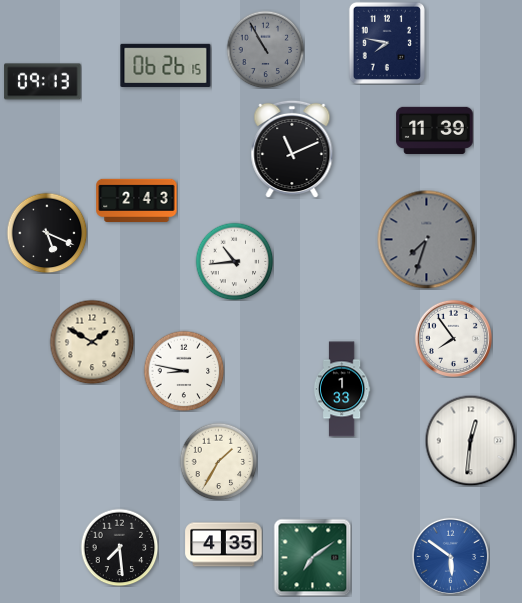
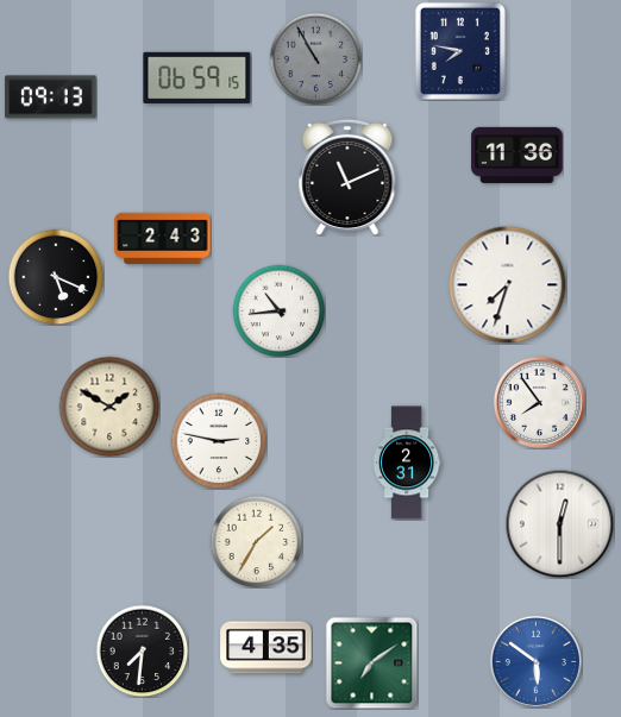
clock at (166, 65): 06:26 -> 06:59
clock at (435, 130): 11:39 -> 11:36
clock at (427, 240) dial: grey -> white
clock at (184, 371): 8:47 -> 2:47
clock at (342, 389): 1:33 -> 2:31
clock at (470, 440): 12:31 -> 12:30
clock at (218, 461) position: (218, 461) -> (256, 541)
clock at (119, 547): 7:29 -> 7:31
